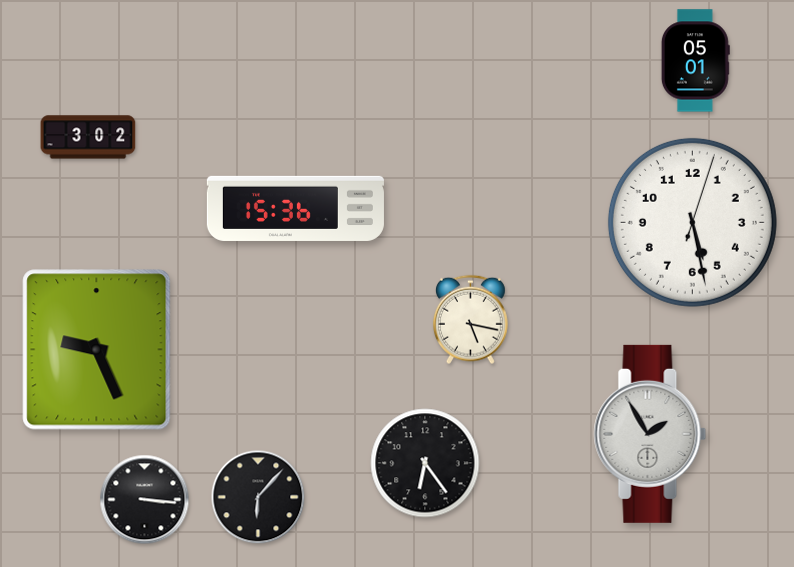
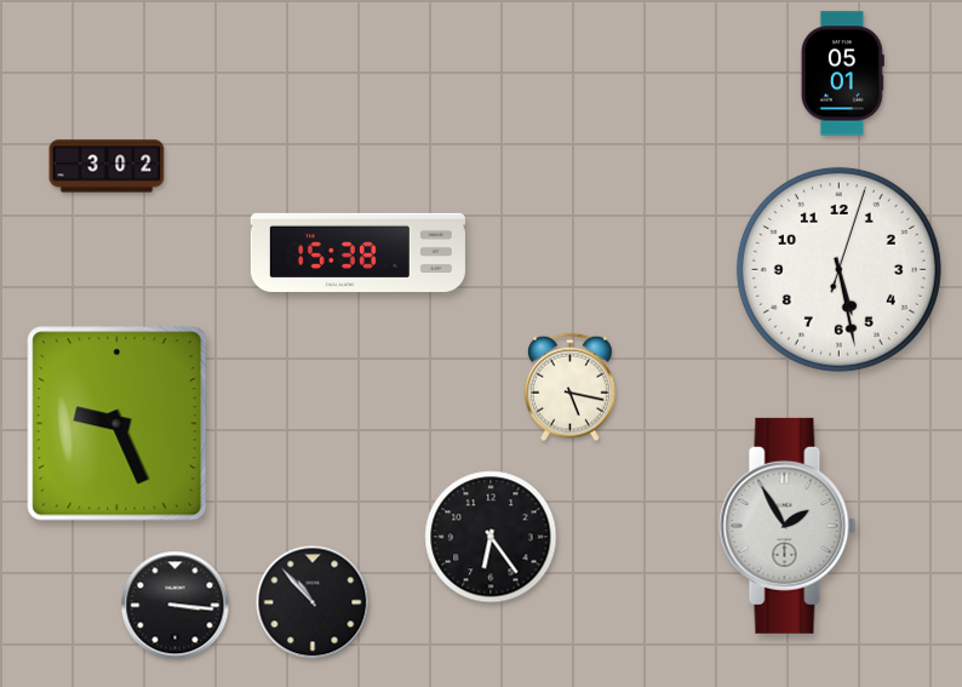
clock at (295, 208): 15:36 -> 15:38
clock at (425, 463) position: (425, 463) -> (491, 537)
clock at (258, 497): 6:07 -> 10:53
